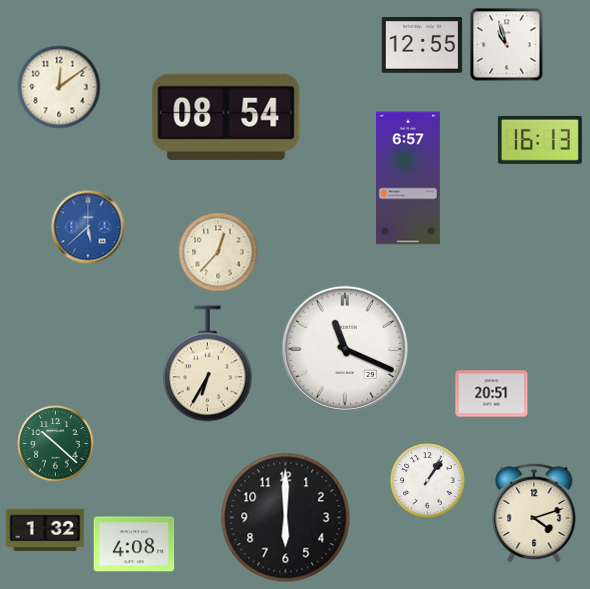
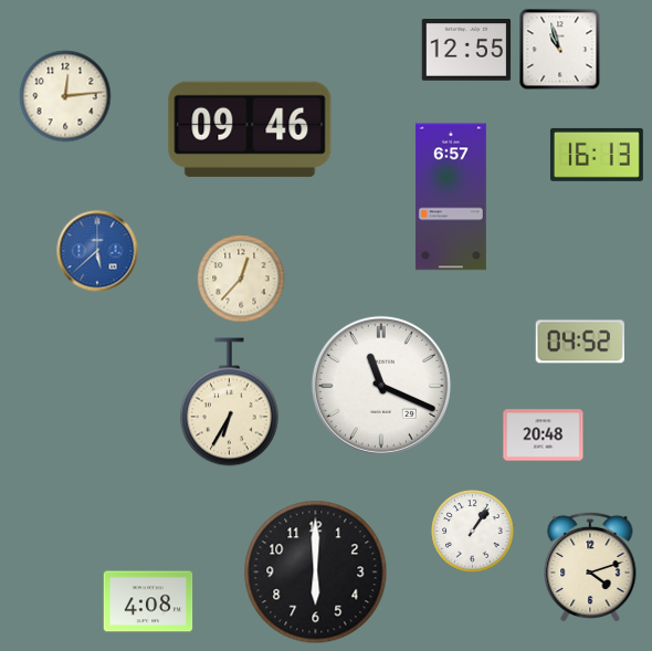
clock at (59, 87): 12:09 -> 12:14
clock at (226, 117): 08:54 -> 09:46
clock at (580, 342): none -> 04:52
clock at (492, 394): 20:51 -> 20:48
clock at (56, 444): 10:22 -> none
clock at (45, 530): 1:32 -> none
